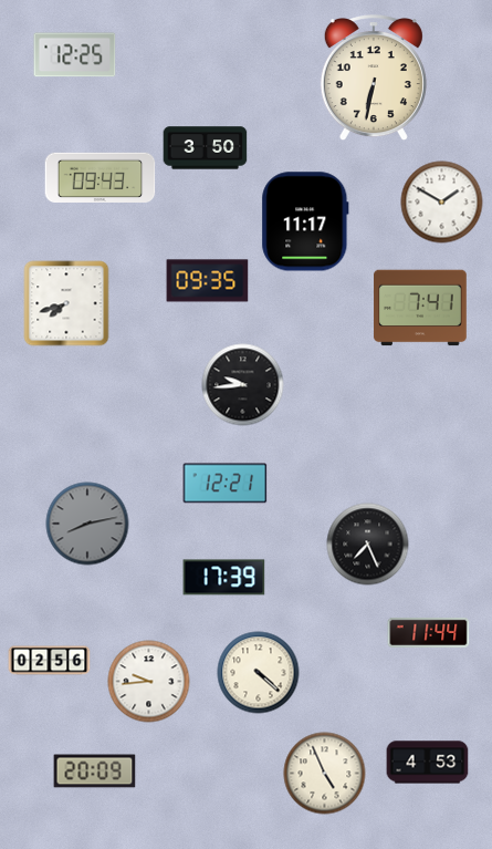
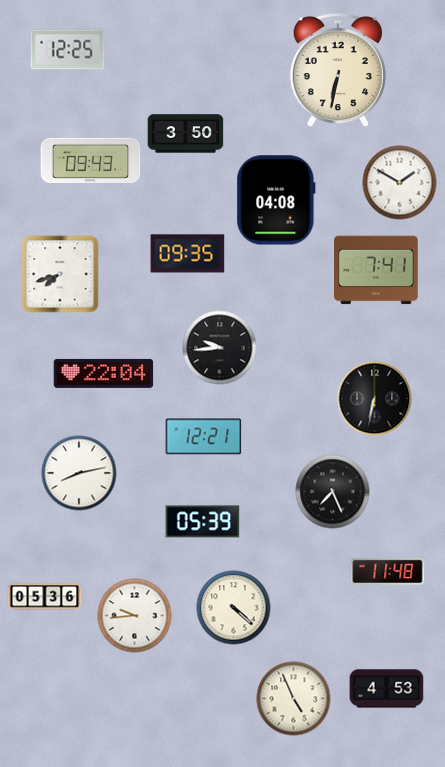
clock at (305, 221): 11:17 -> 04:08
clock at (420, 308) position: (420, 308) -> (376, 270)
clock at (104, 373): none -> 22:04
clock at (375, 399): none -> 6:32
clock at (87, 524) dial: grey -> white
clock at (224, 578): 17:39 -> 05:39
clock at (429, 632): 11:44 -> 11:48
clock at (50, 661): 02:56 -> 05:36
clock at (95, 772): 20:09 -> none
